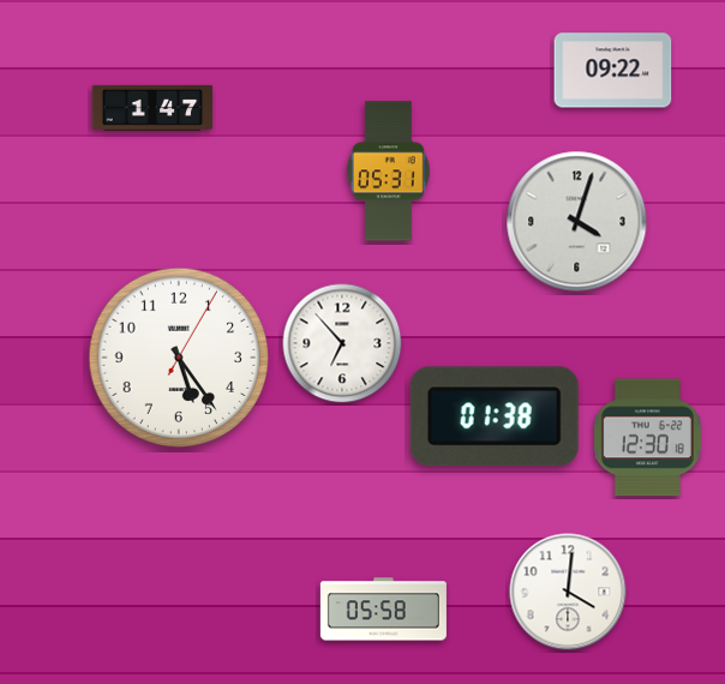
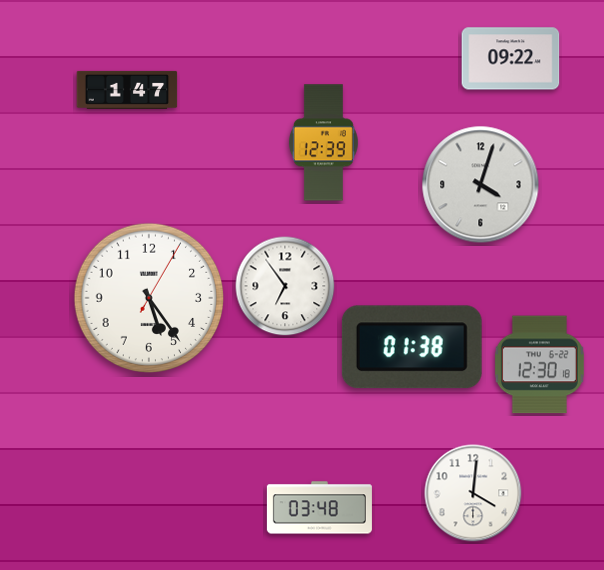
clock at (388, 172): 05:31 -> 12:39
clock at (342, 343): 6:53 -> 6:54
clock at (383, 610): 05:58 -> 03:48
